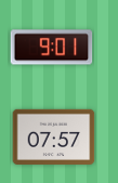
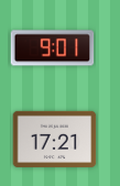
clock at (54, 136): 07:57 -> 17:21
